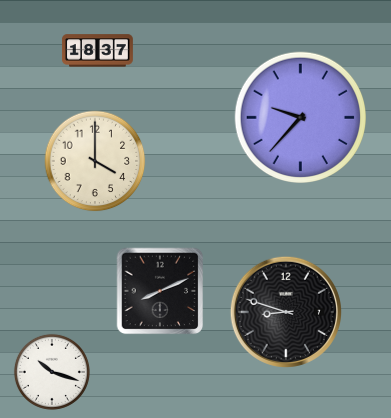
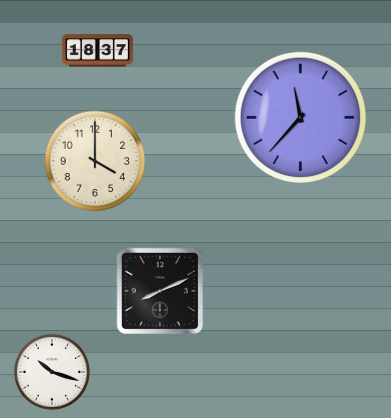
clock at (301, 118): 9:37 -> 11:37
clock at (286, 312): 8:48 -> none
